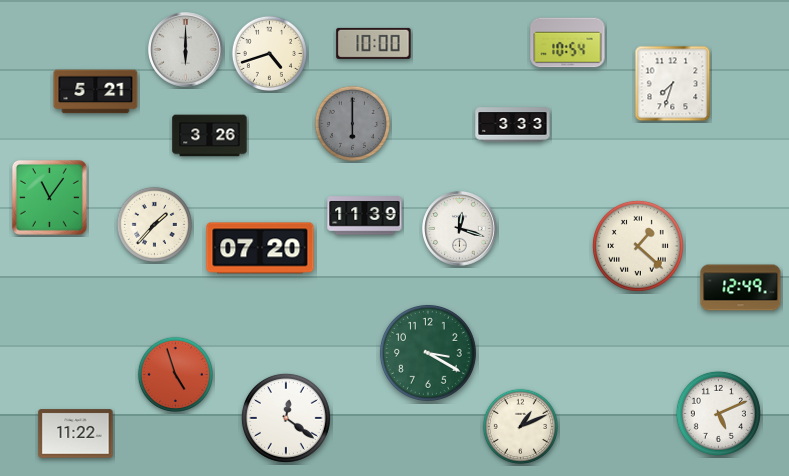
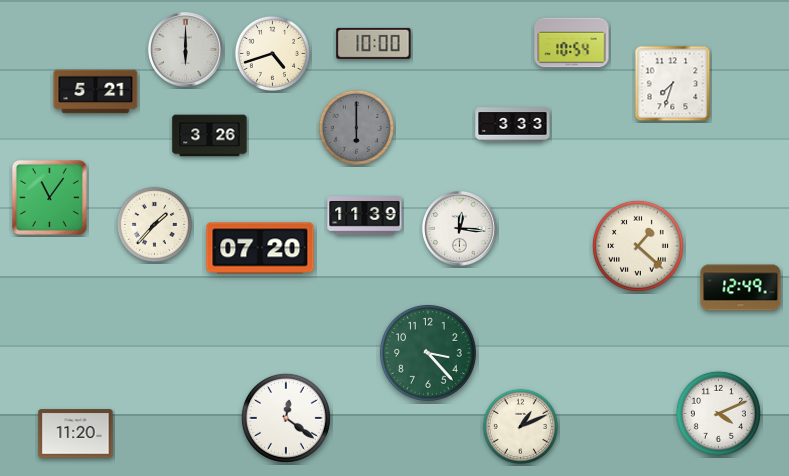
clock at (568, 43) position: (568, 43) -> (572, 43)
clock at (269, 53) position: (269, 53) -> (272, 53)
clock at (352, 123) position: (352, 123) -> (356, 127)
clock at (460, 229): 12:18 -> 12:16
clock at (428, 353): 3:20 -> 3:23
clock at (175, 374): 4:57 -> none
clock at (718, 413): 5:11 -> 4:11
clock at (76, 434): 11:22 -> 11:20
